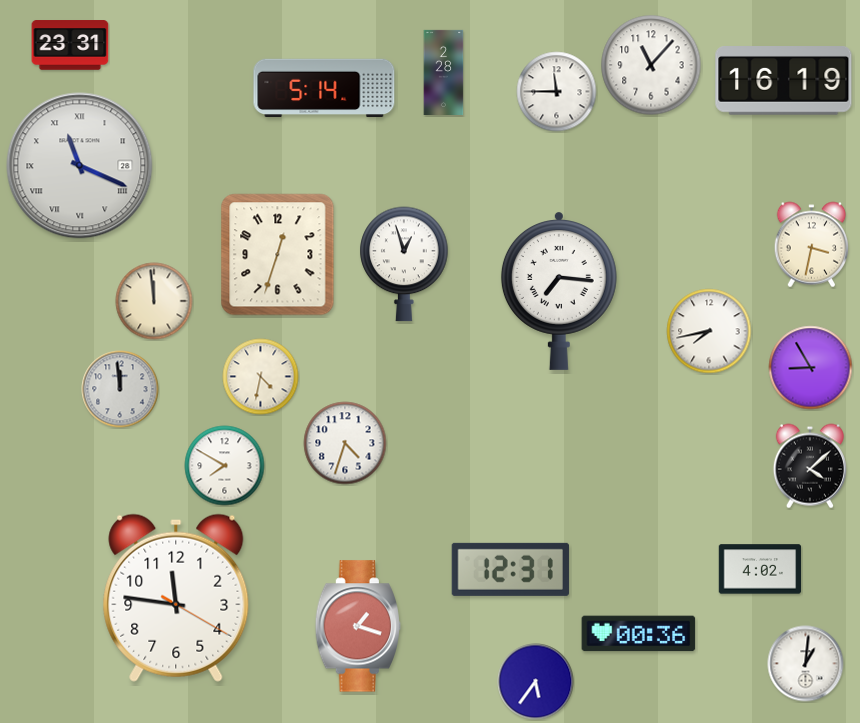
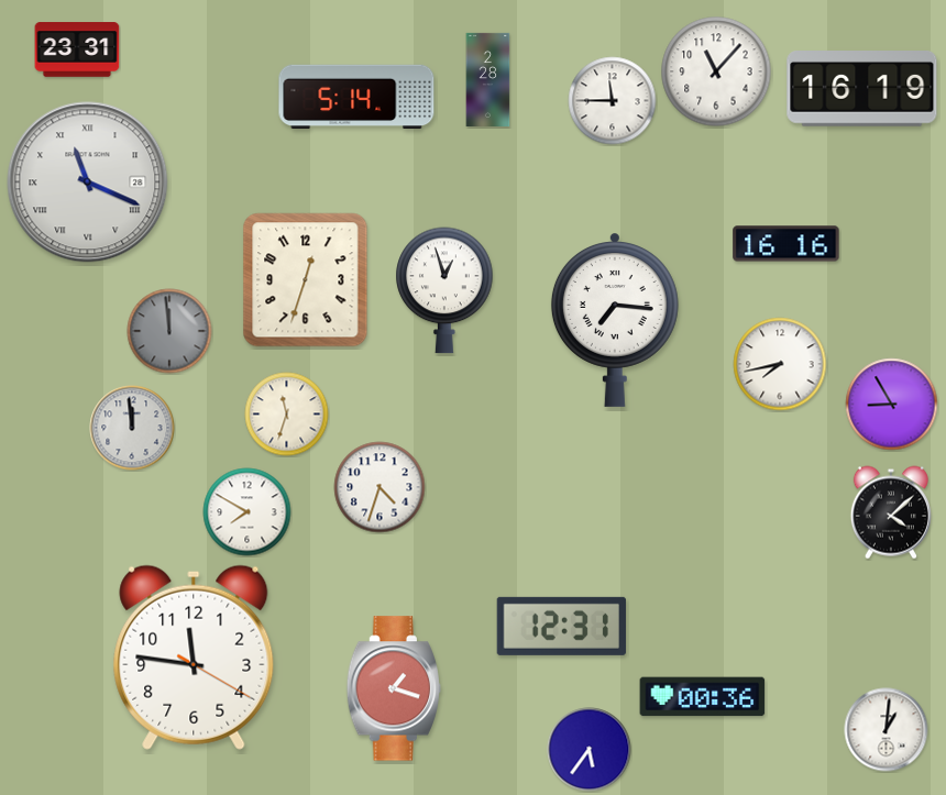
clock at (787, 244): none -> 16:16
clock at (812, 245): 3:32 -> none
clock at (154, 301) dial: cream -> grey
clock at (261, 377): 4:32 -> 11:33
clock at (760, 569): 4:02 -> none
